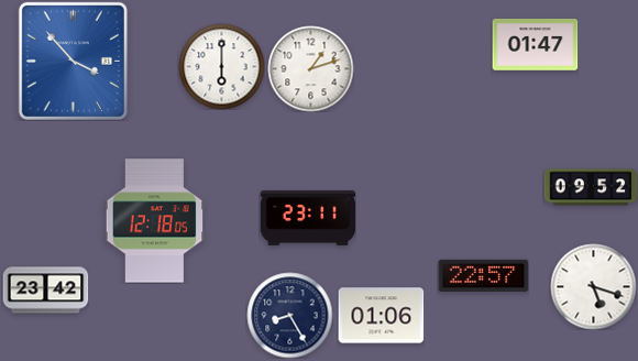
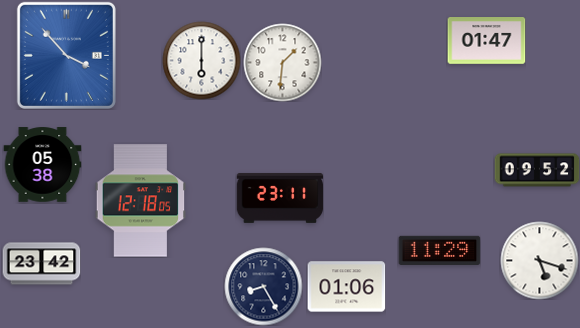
clock at (310, 68): 1:12 -> 1:31
clock at (42, 165): none -> 05:38
clock at (483, 275): 22:57 -> 11:29
